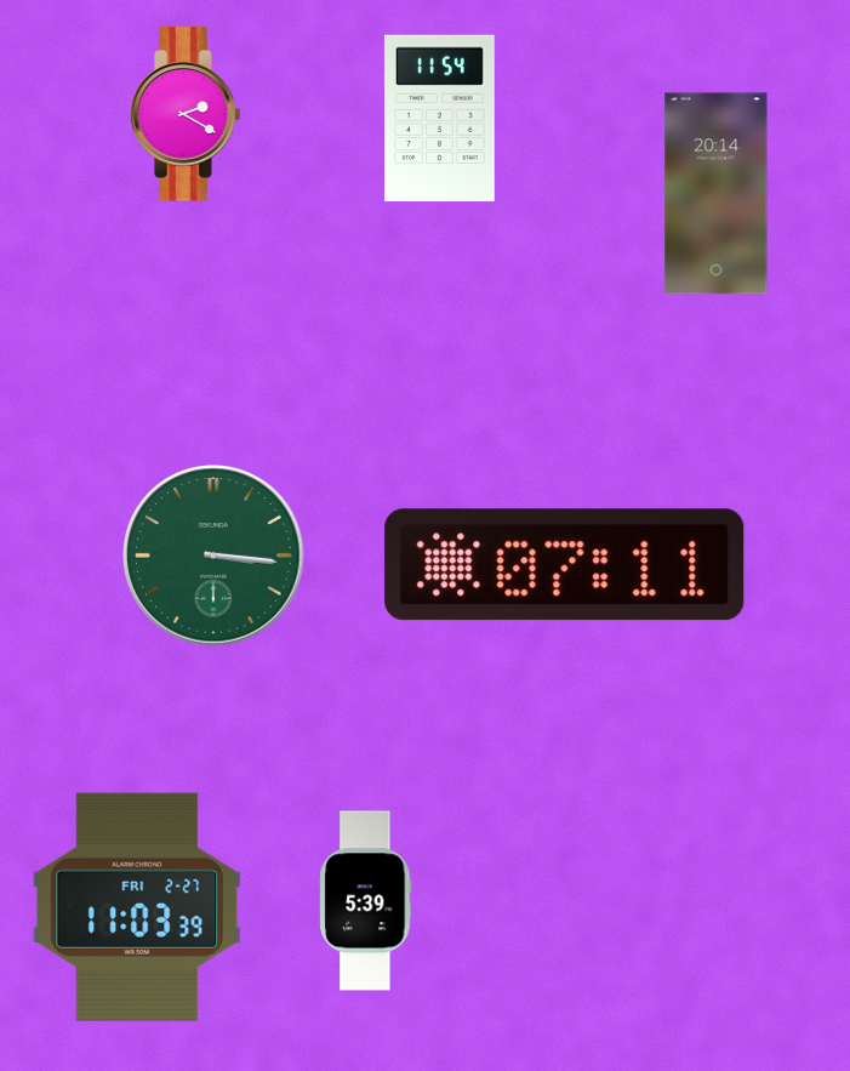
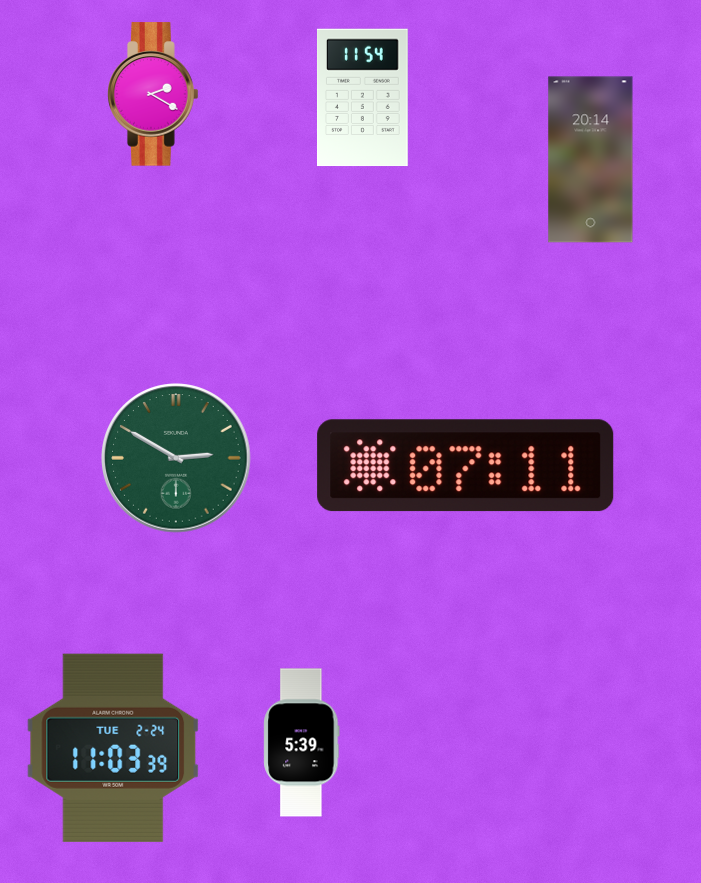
clock at (213, 556): 3:16 -> 2:50
clock at (137, 907) date: FRI 2-27 -> TUE 2-24
